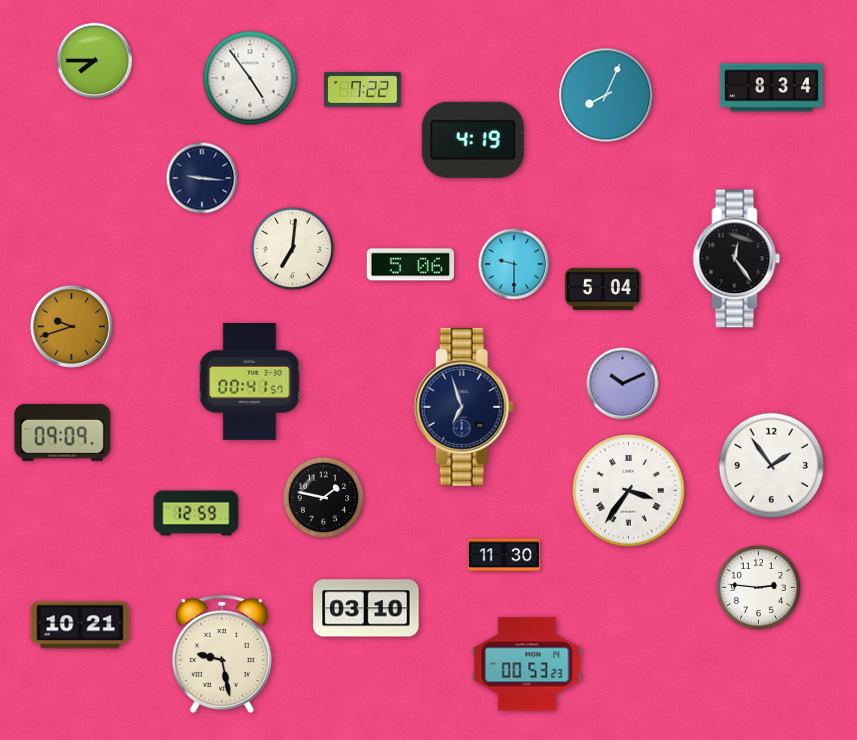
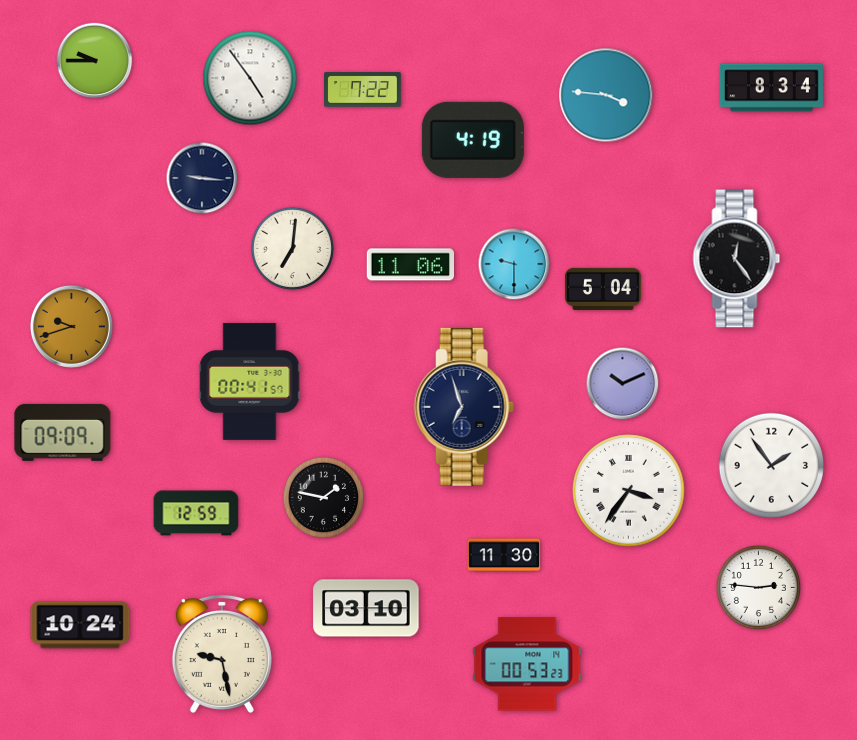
clock at (95, 61): 7:45 -> 9:45
clock at (606, 95): 8:04 -> 3:46
clock at (410, 265): 5:06 -> 11:06
clock at (80, 625): 10:21 -> 10:24
